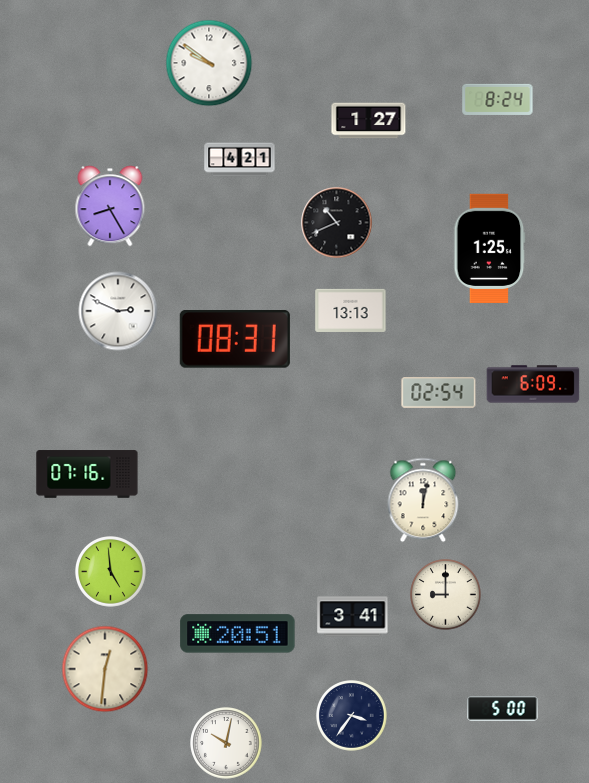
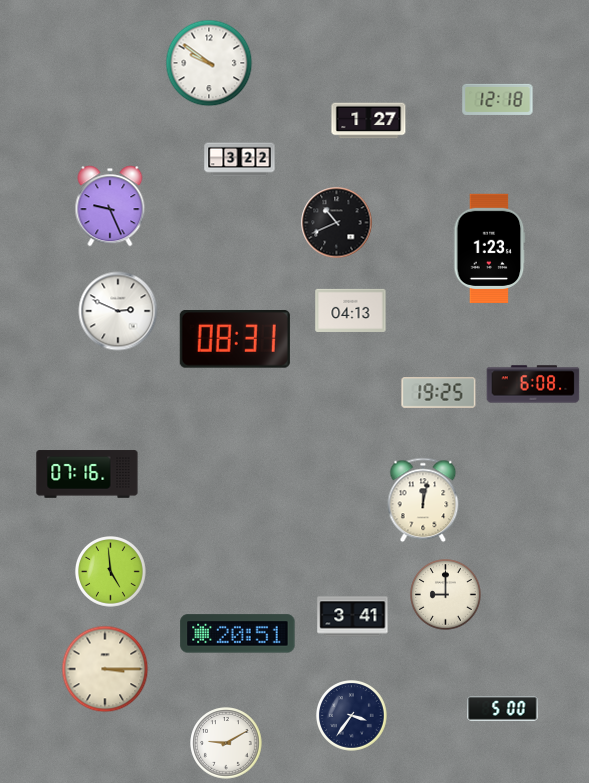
clock at (498, 99): 8:24 -> 12:18
clock at (240, 160): 4:21 -> 3:22
clock at (110, 206): 8:25 -> 9:26
clock at (490, 248): 1:25 -> 1:23
clock at (351, 310): 13:13 -> 04:13
clock at (533, 384): 6:09 -> 6:08
clock at (439, 393): 02:54 -> 19:25
clock at (105, 669): 12:31 -> 3:15
clock at (226, 743): 10:02 -> 9:10
